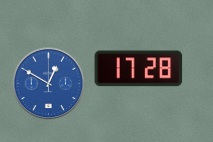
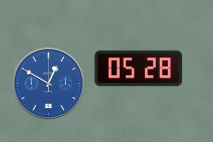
clock at (139, 69): 17:28 -> 05:28
